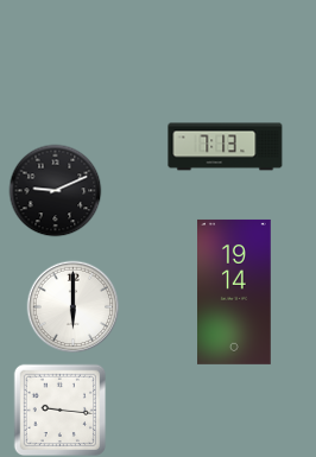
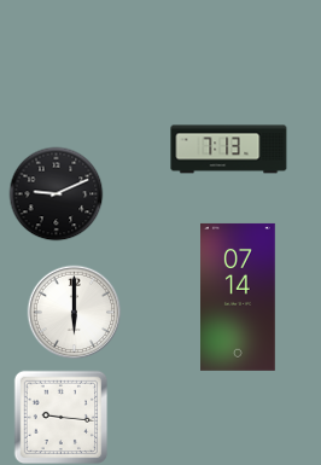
clock at (235, 292): 19:14 -> 07:14
